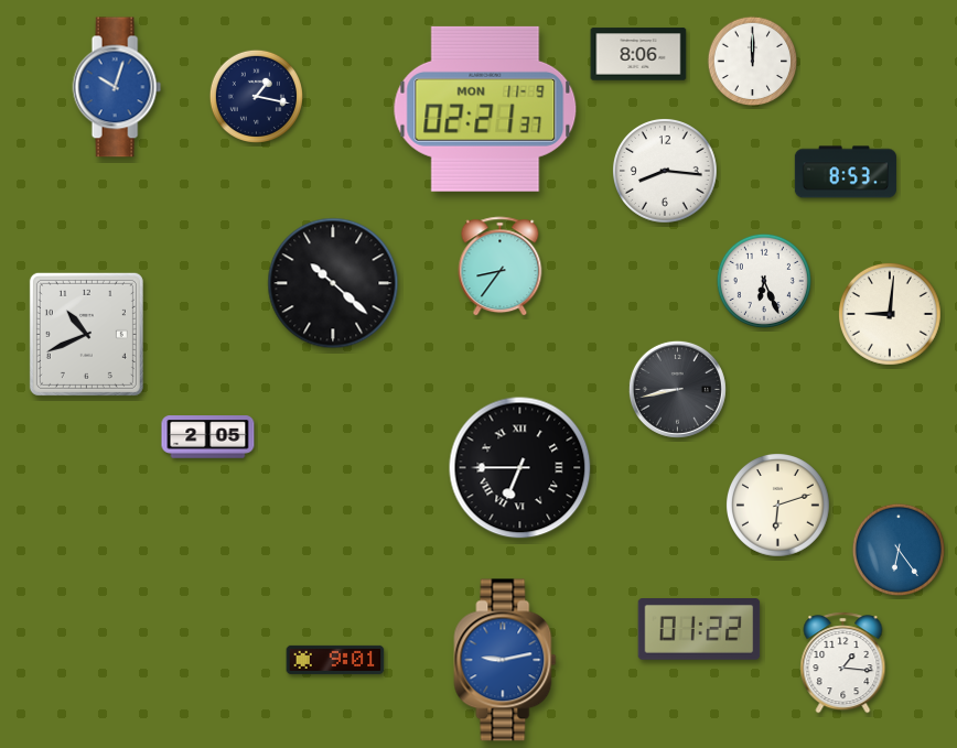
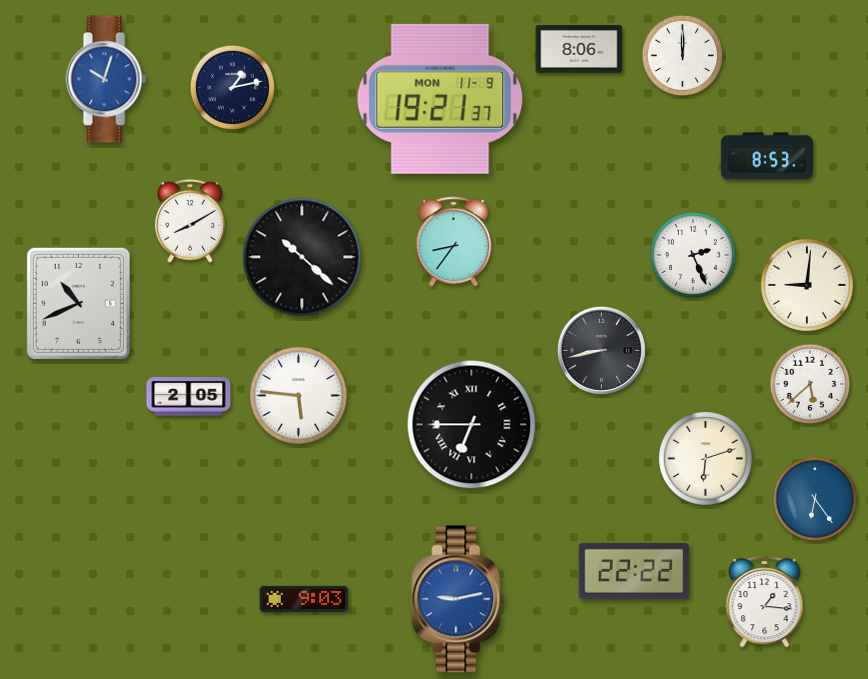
clock at (256, 96): 1:17 -> 1:13
clock at (485, 109): 02:21 -> 19:21
clock at (666, 172): 8:16 -> none
clock at (191, 221): none -> 8:10
clock at (764, 281): 6:26 -> 2:26
clock at (677, 389) position: (677, 389) -> (601, 350)
clock at (810, 384): none -> 5:38
clock at (299, 396): none -> 5:46
clock at (699, 630): 01:22 -> 22:22
clock at (335, 660): 9:01 -> 9:03
